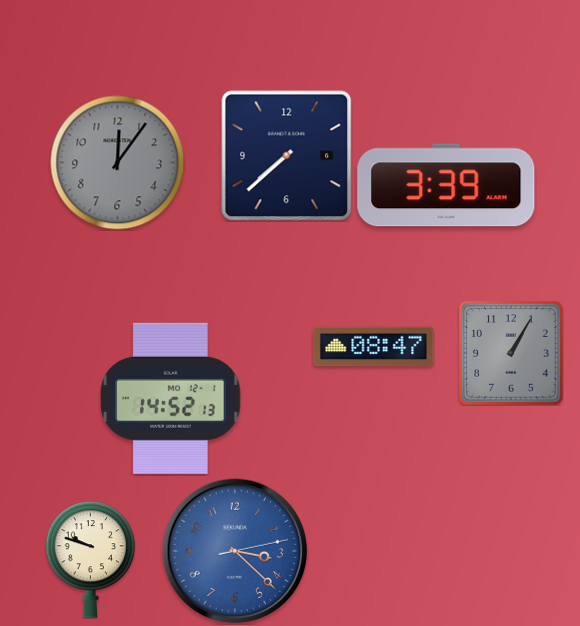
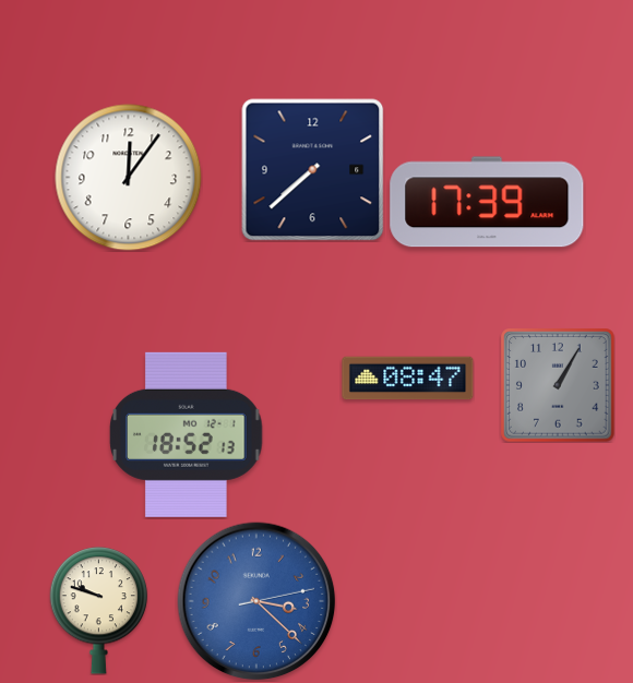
clock at (118, 163) dial: grey -> white
clock at (446, 185): 3:39 -> 17:39
clock at (171, 398): 14:52 -> 18:52
